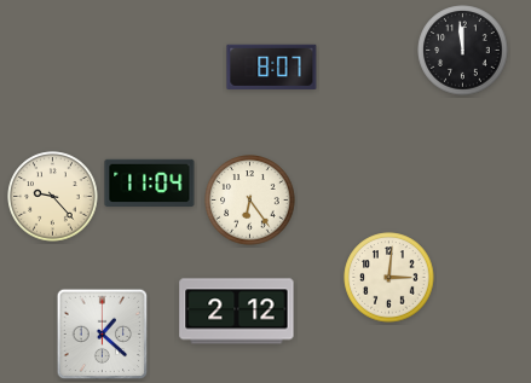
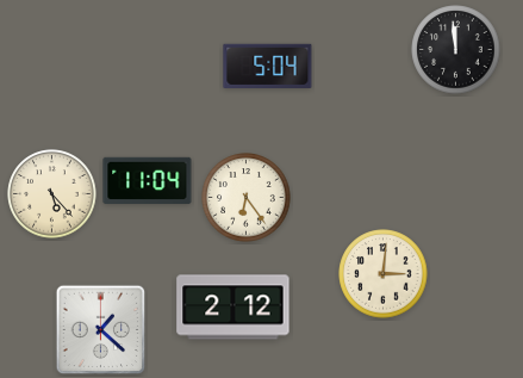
clock at (272, 66): 8:07 -> 5:04
clock at (53, 197): 9:23 -> 5:23
